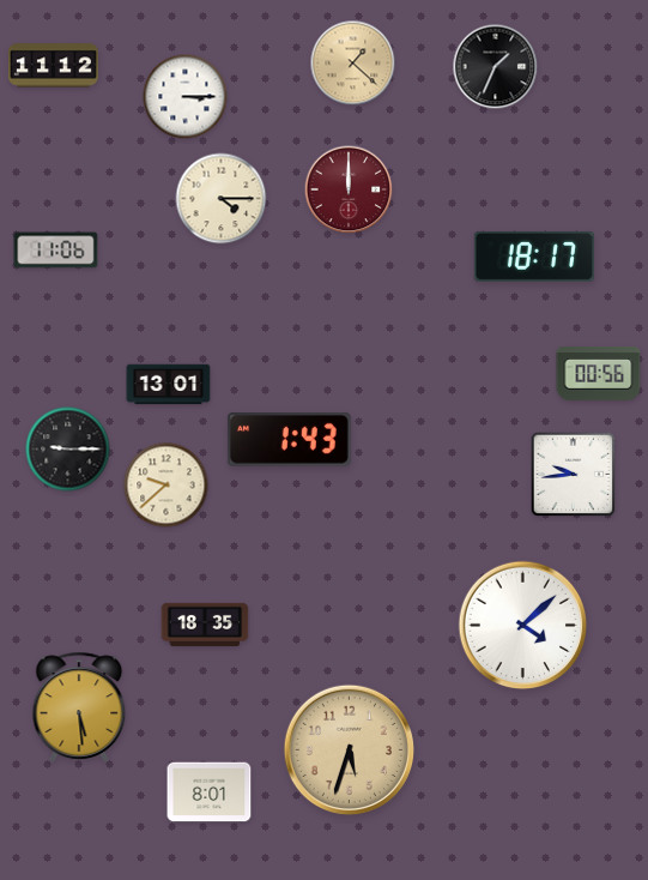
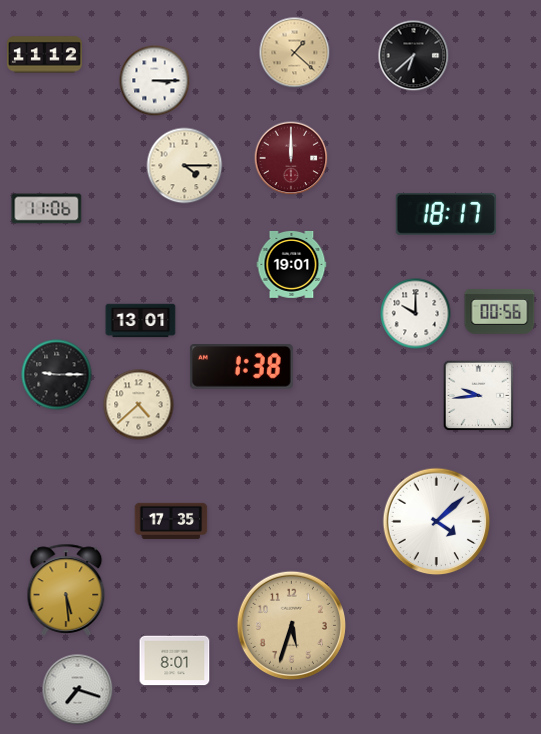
clock at (496, 67): 1:34 -> 6:38
clock at (292, 264): none -> 19:01
clock at (416, 314): none -> 10:00
clock at (289, 440): 1:43 -> 1:38
clock at (166, 486): 9:38 -> 4:38
clock at (205, 625): 18:35 -> 17:35
clock at (78, 690): none -> 7:18
